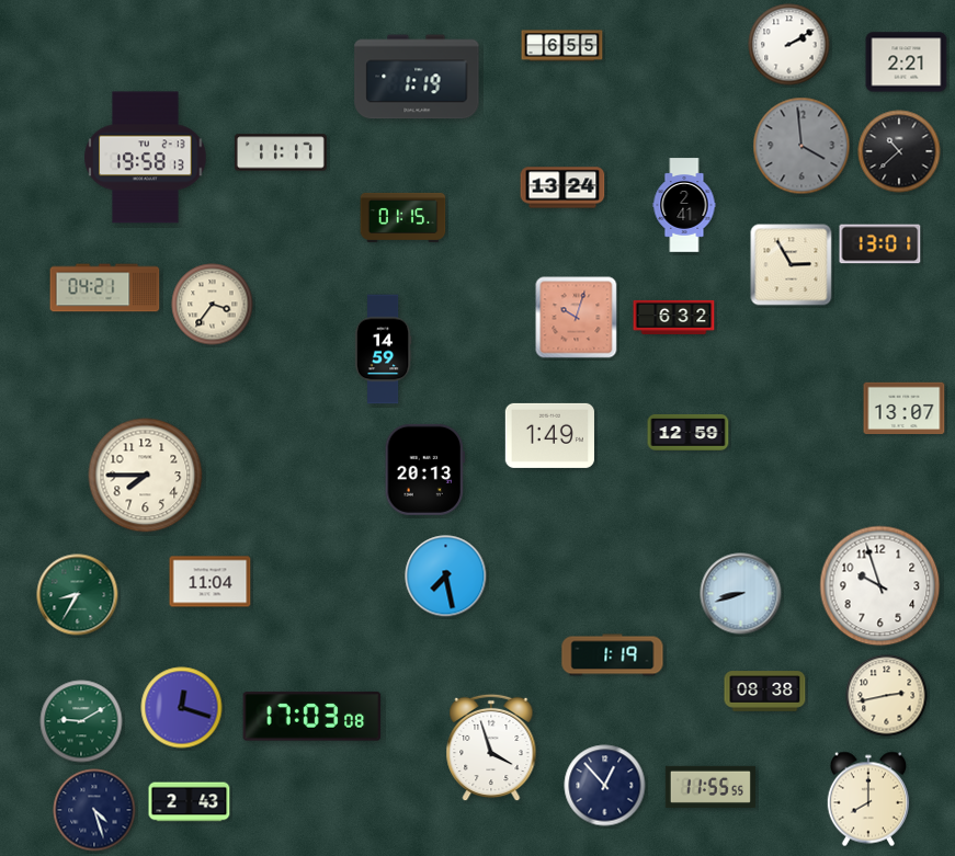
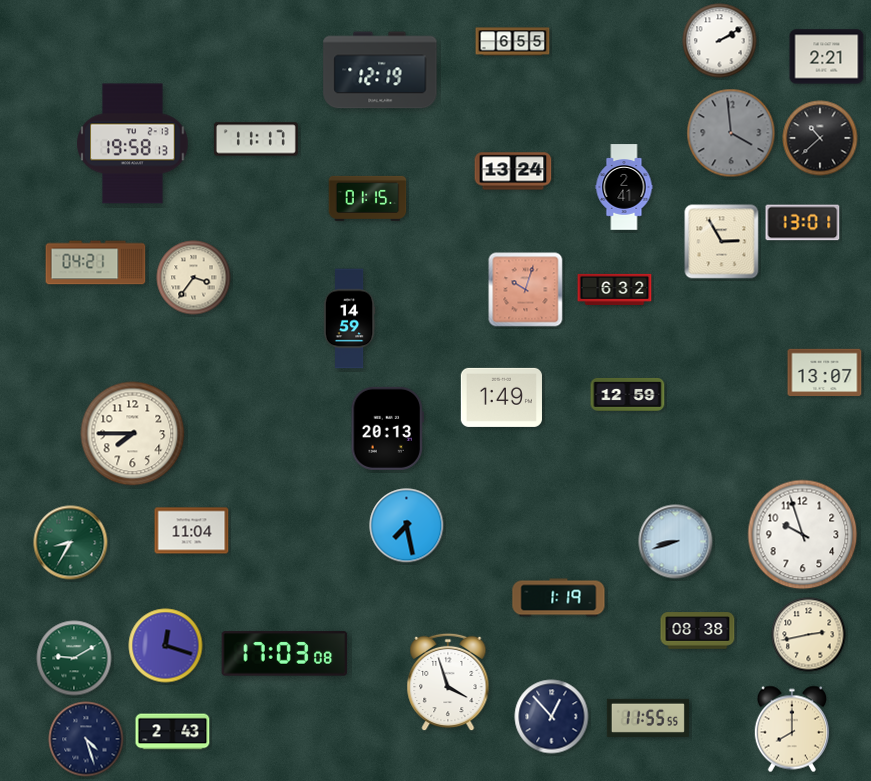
clock at (417, 77): 1:19 -> 12:19
